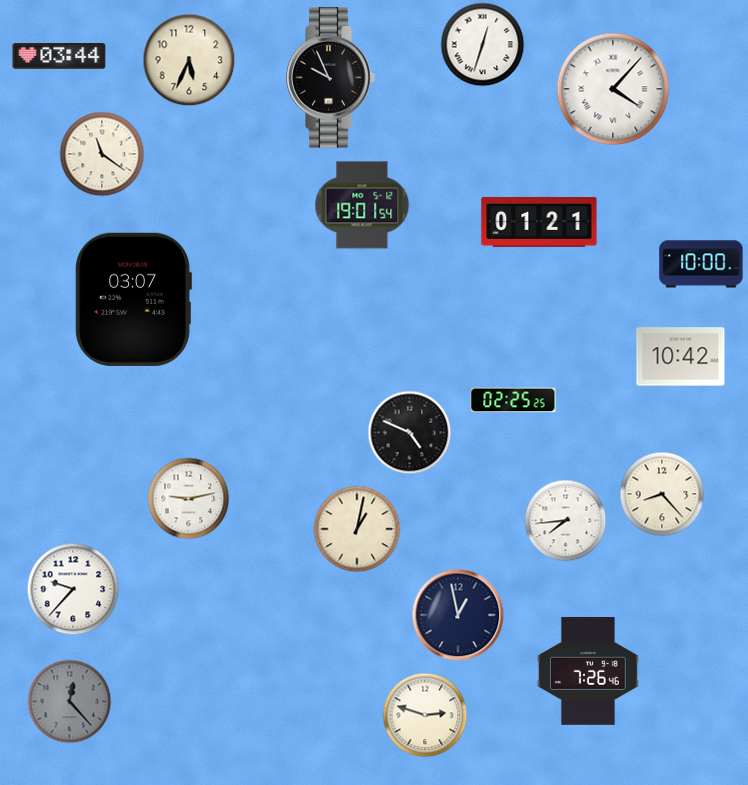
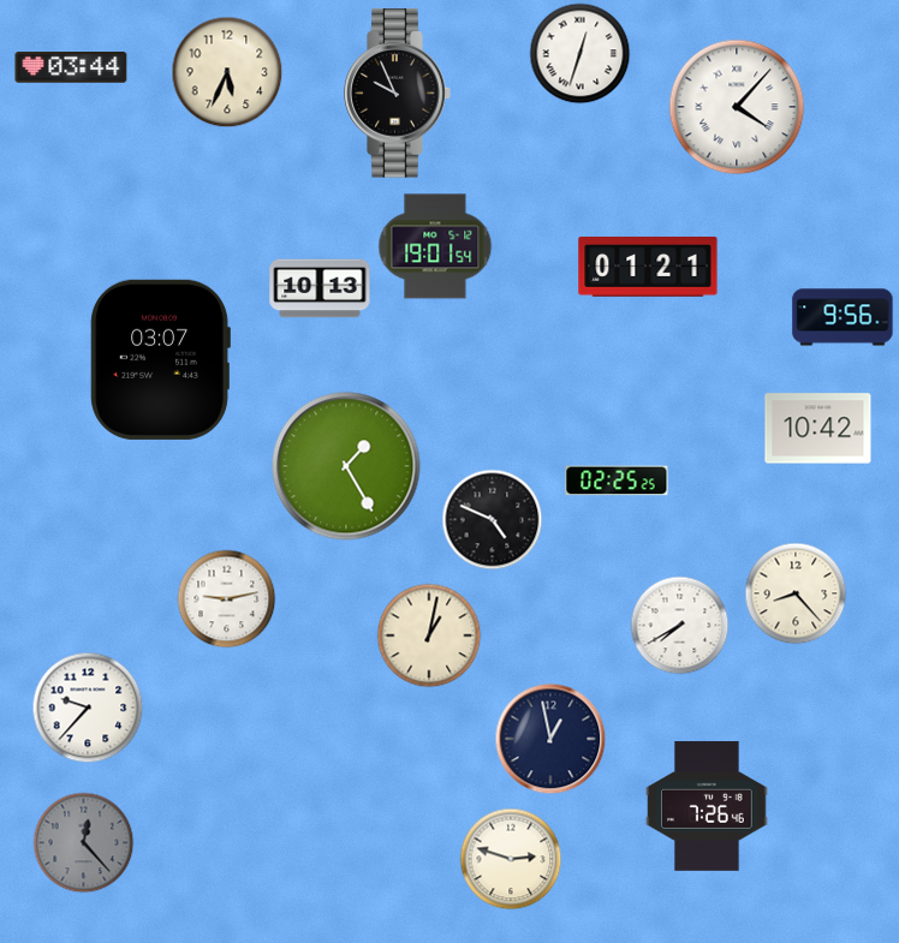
clock at (102, 154): 11:21 -> none
clock at (320, 288): none -> 10:13
clock at (701, 264): 10:00 -> 9:56
clock at (346, 466): none -> 1:25
clock at (566, 521): 7:44 -> 7:40
